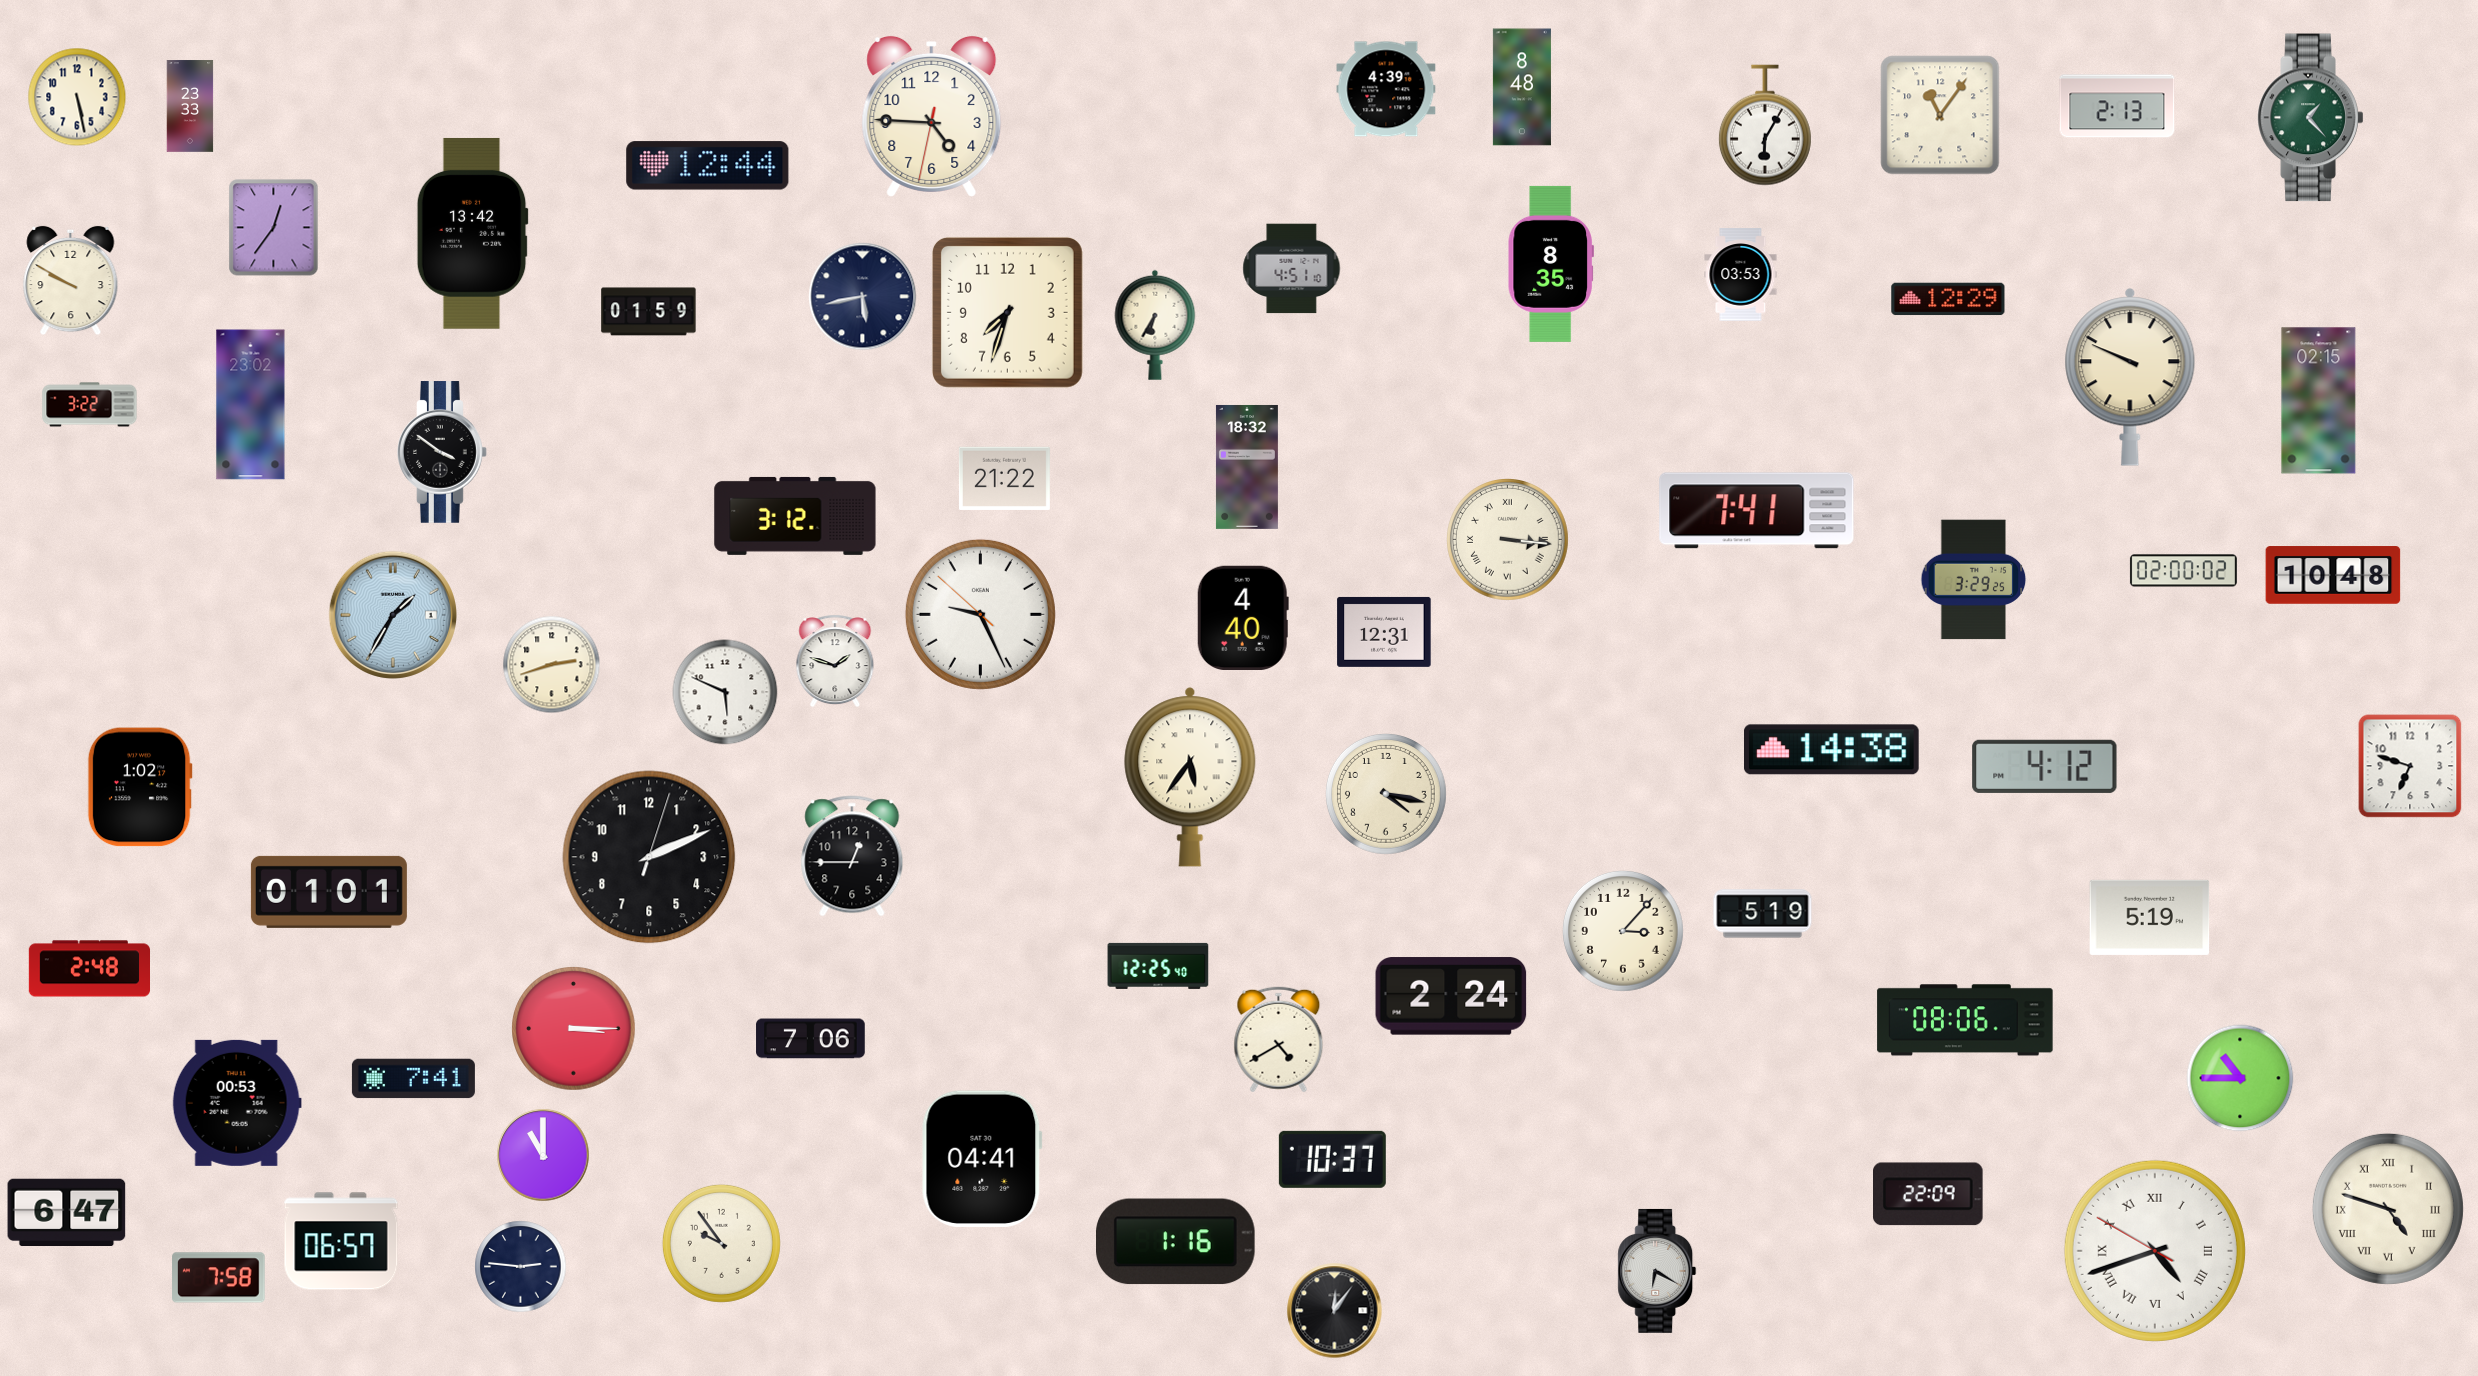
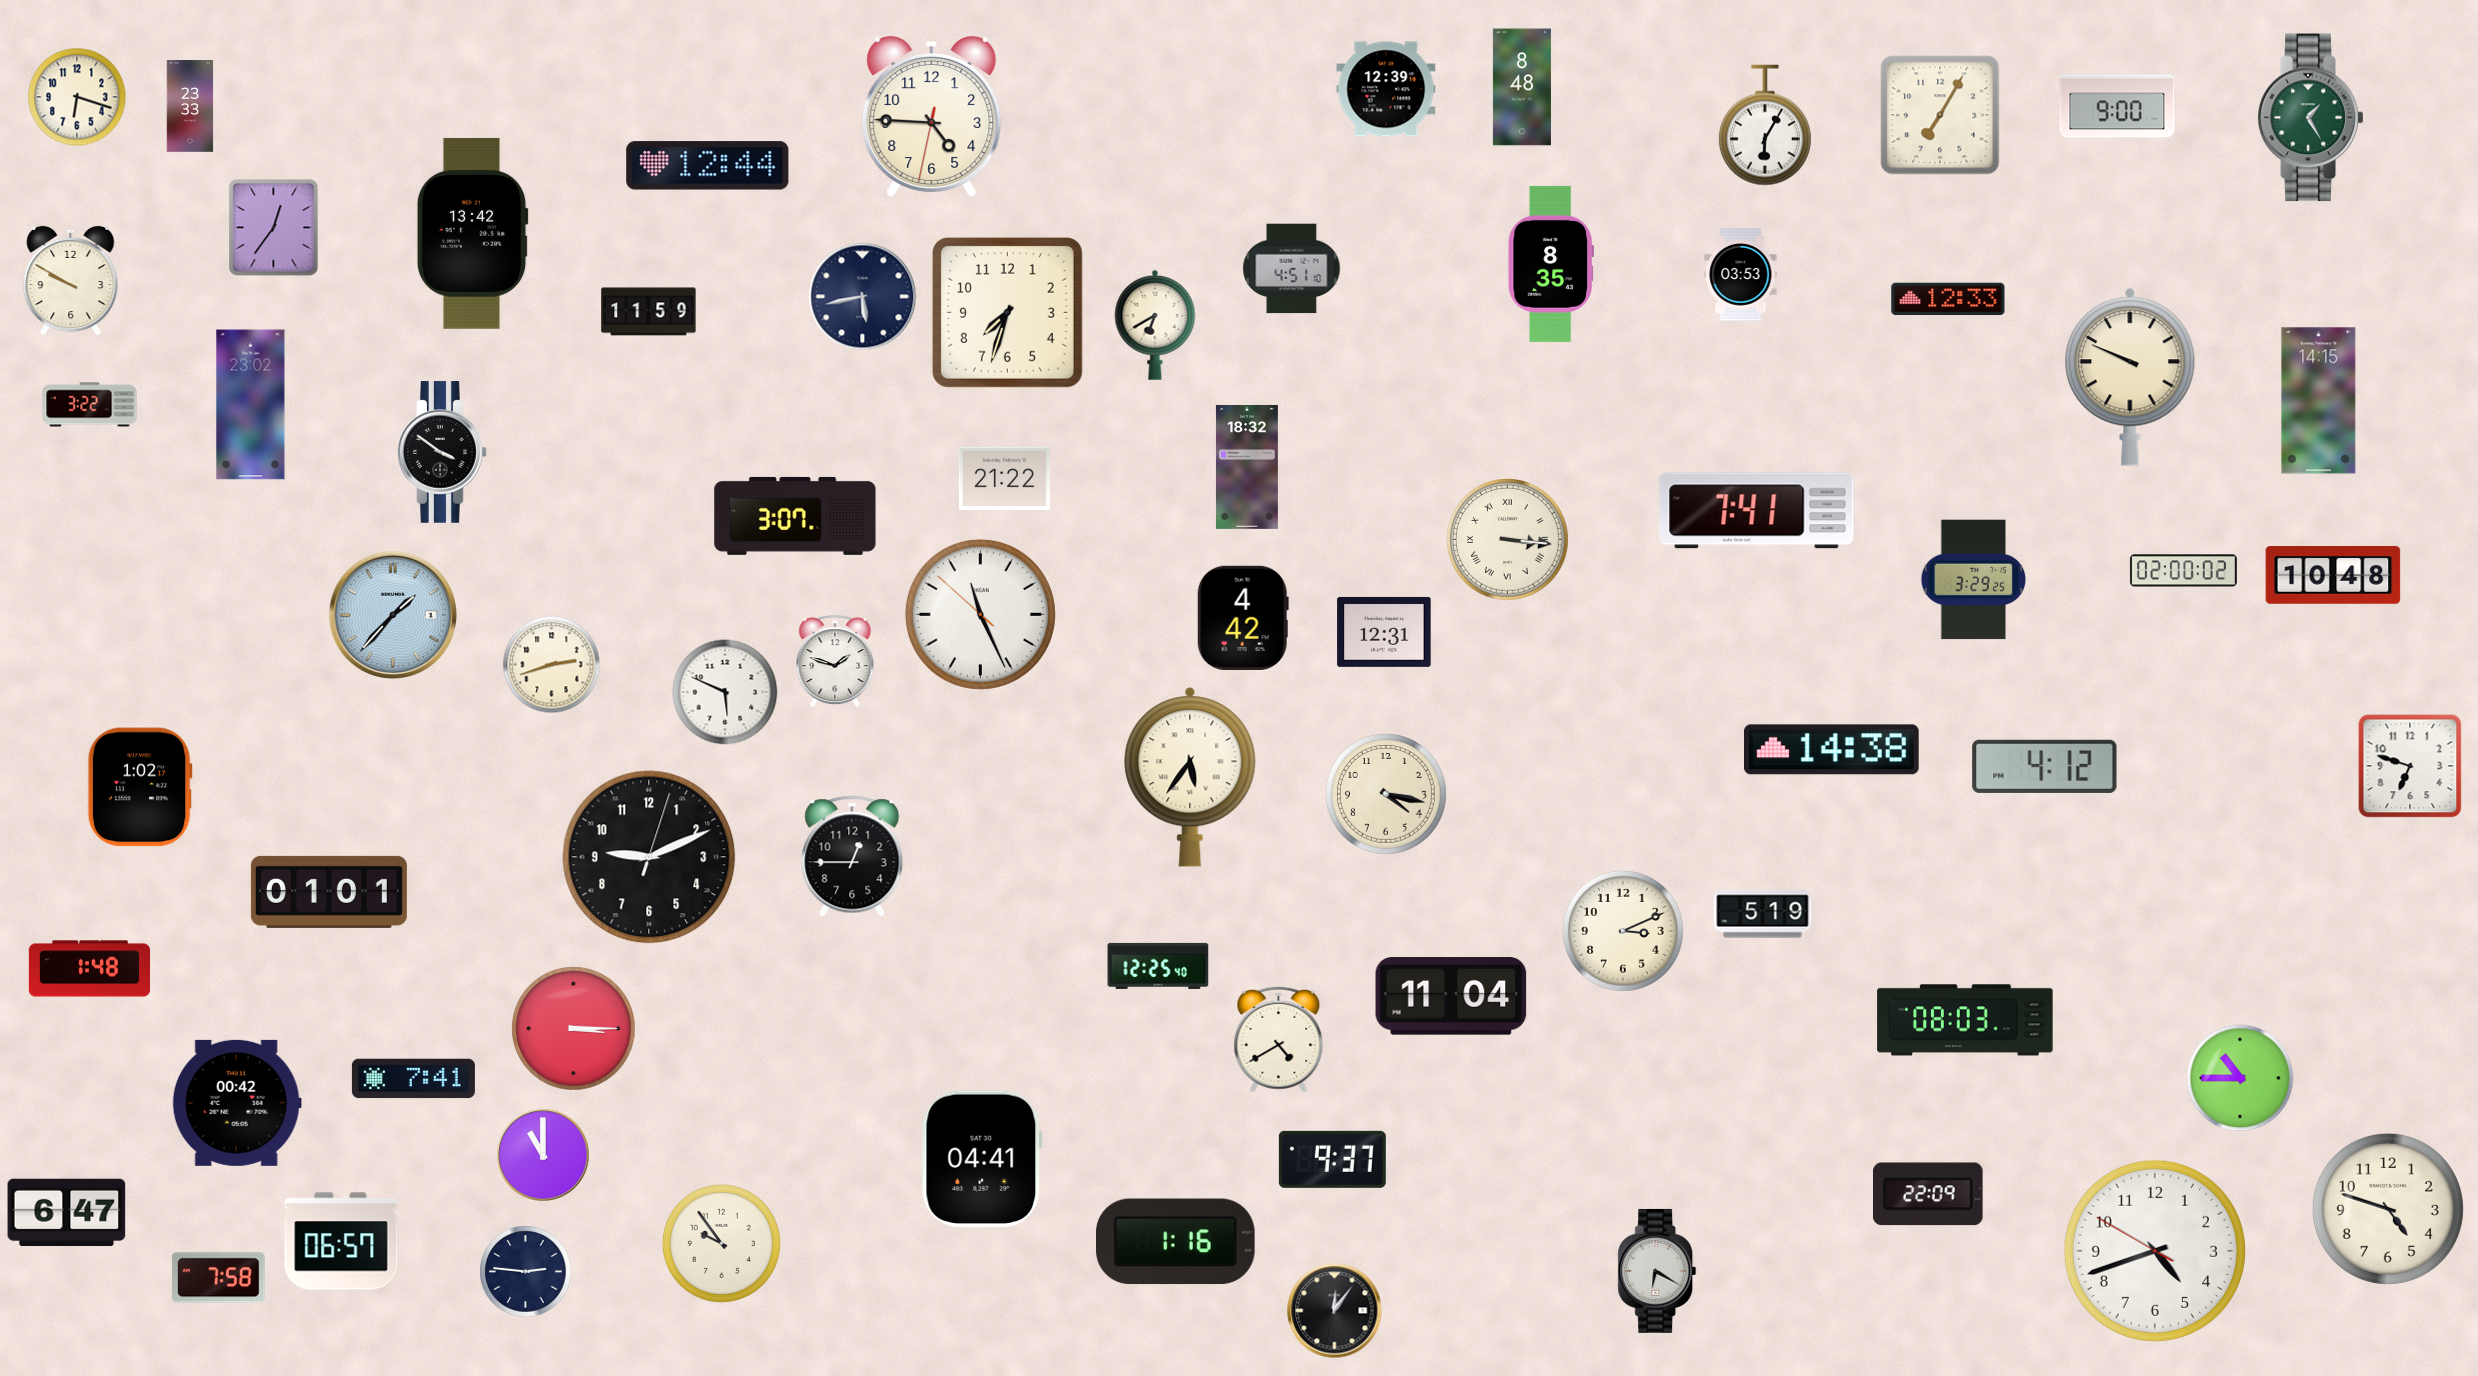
clock at (1386, 89): 4:39 -> 12:39
clock at (77, 97): 5:28 -> 6:18
clock at (2117, 106): 2:13 -> 9:00
clock at (1940, 115): 11:06 -> 7:05
clock at (2311, 118): 1:23 -> 1:25
clock at (1948, 299): 12:29 -> 12:33
clock at (649, 312): 01:59 -> 11:59
clock at (1155, 325): 6:35 -> 6:40
clock at (2319, 401): 02:15 -> 14:15
clock at (795, 516): 3:12 -> 3:07
clock at (980, 614): 9:25 -> 11:25
clock at (393, 615): 1:35 -> 1:37
clock at (1243, 617): 4:40 -> 4:42
clock at (649, 857): 2:11 -> 9:11
clock at (2150, 917): 5:19 -> none
clock at (1623, 931): 3:07 -> 3:11
clock at (89, 969): 2:48 -> 1:48
clock at (1451, 996): 2:24 -> 11:04
clock at (1965, 1020): 08:06 -> 08:03
clock at (811, 1039): 7:06 -> none
clock at (237, 1103): 00:53 -> 00:42
clock at (1332, 1159): 10:37 -> 9:37
clock at (2388, 1209) numerals: Roman -> Arabic
clock at (2155, 1251) numerals: Roman -> Arabic
clock at (521, 1267) position: (521, 1267) -> (526, 1272)
